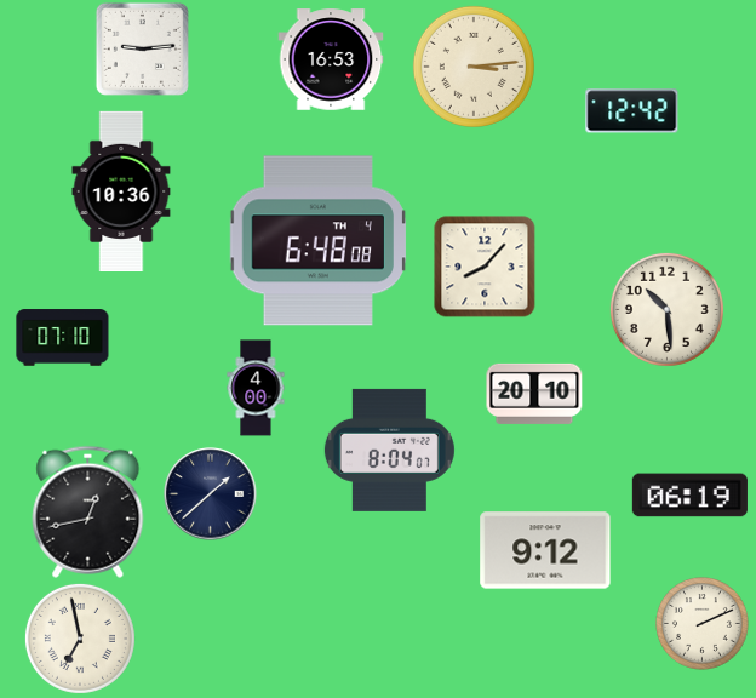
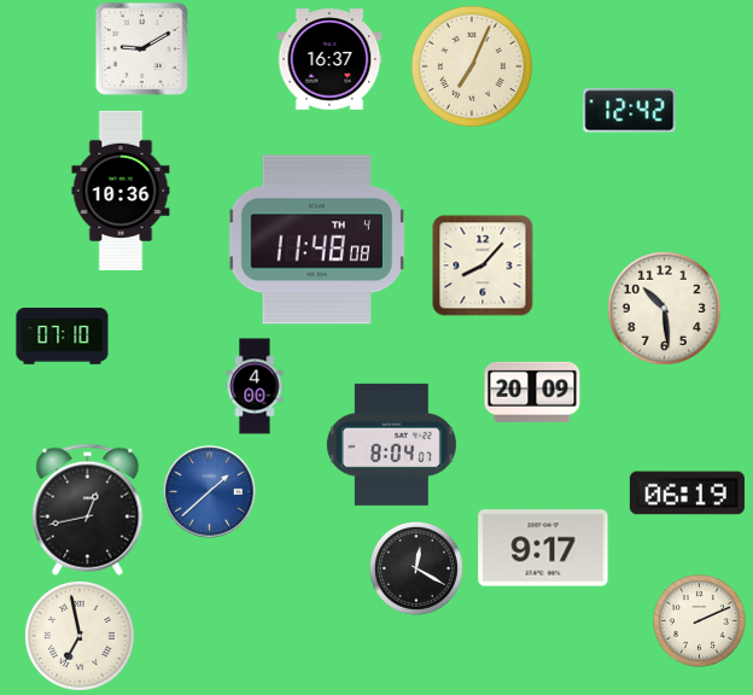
clock at (142, 48): 9:14 -> 9:10
clock at (331, 59): 16:53 -> 16:37
clock at (474, 67): 3:14 -> 7:04
clock at (317, 241): 6:48 -> 11:48
clock at (534, 394): 20:10 -> 20:09
clock at (389, 450) position: (389, 450) -> (391, 444)
clock at (211, 494) dial: navy -> blue
clock at (545, 550): 9:12 -> 9:17
clock at (418, 570): none -> 12:20
